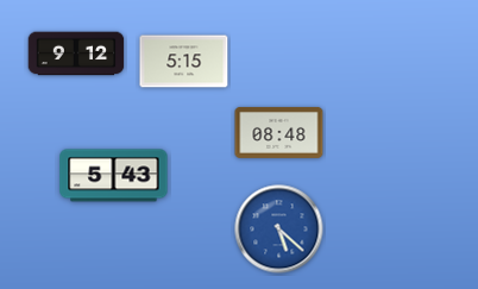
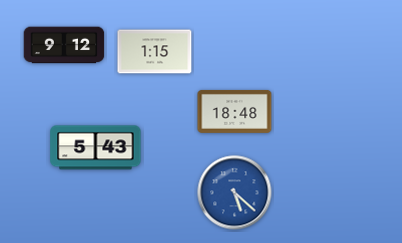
clock at (184, 62): 5:15 -> 1:15
clock at (279, 132): 08:48 -> 18:48
